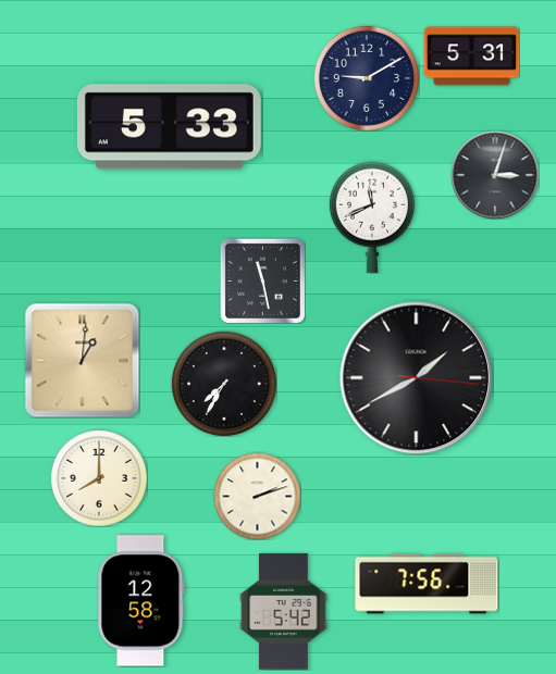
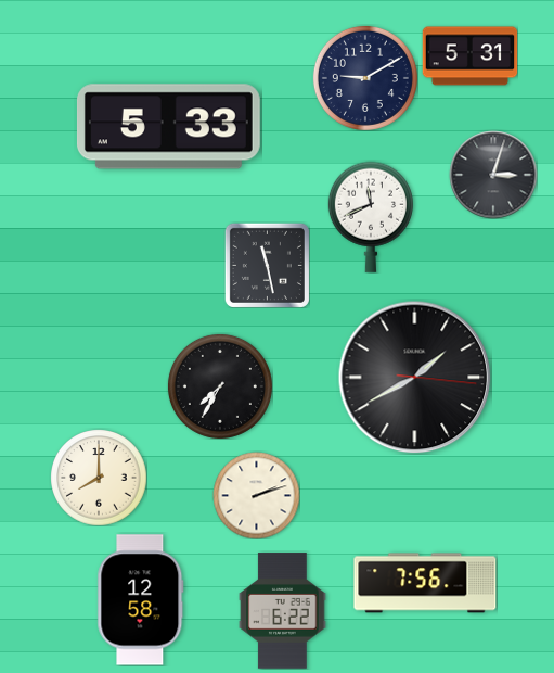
clock at (262, 280) position: (262, 280) -> (267, 265)
clock at (82, 360): 1:01 -> none
clock at (224, 384) position: (224, 384) -> (220, 386)
clock at (284, 612): 5:42 -> 6:22
